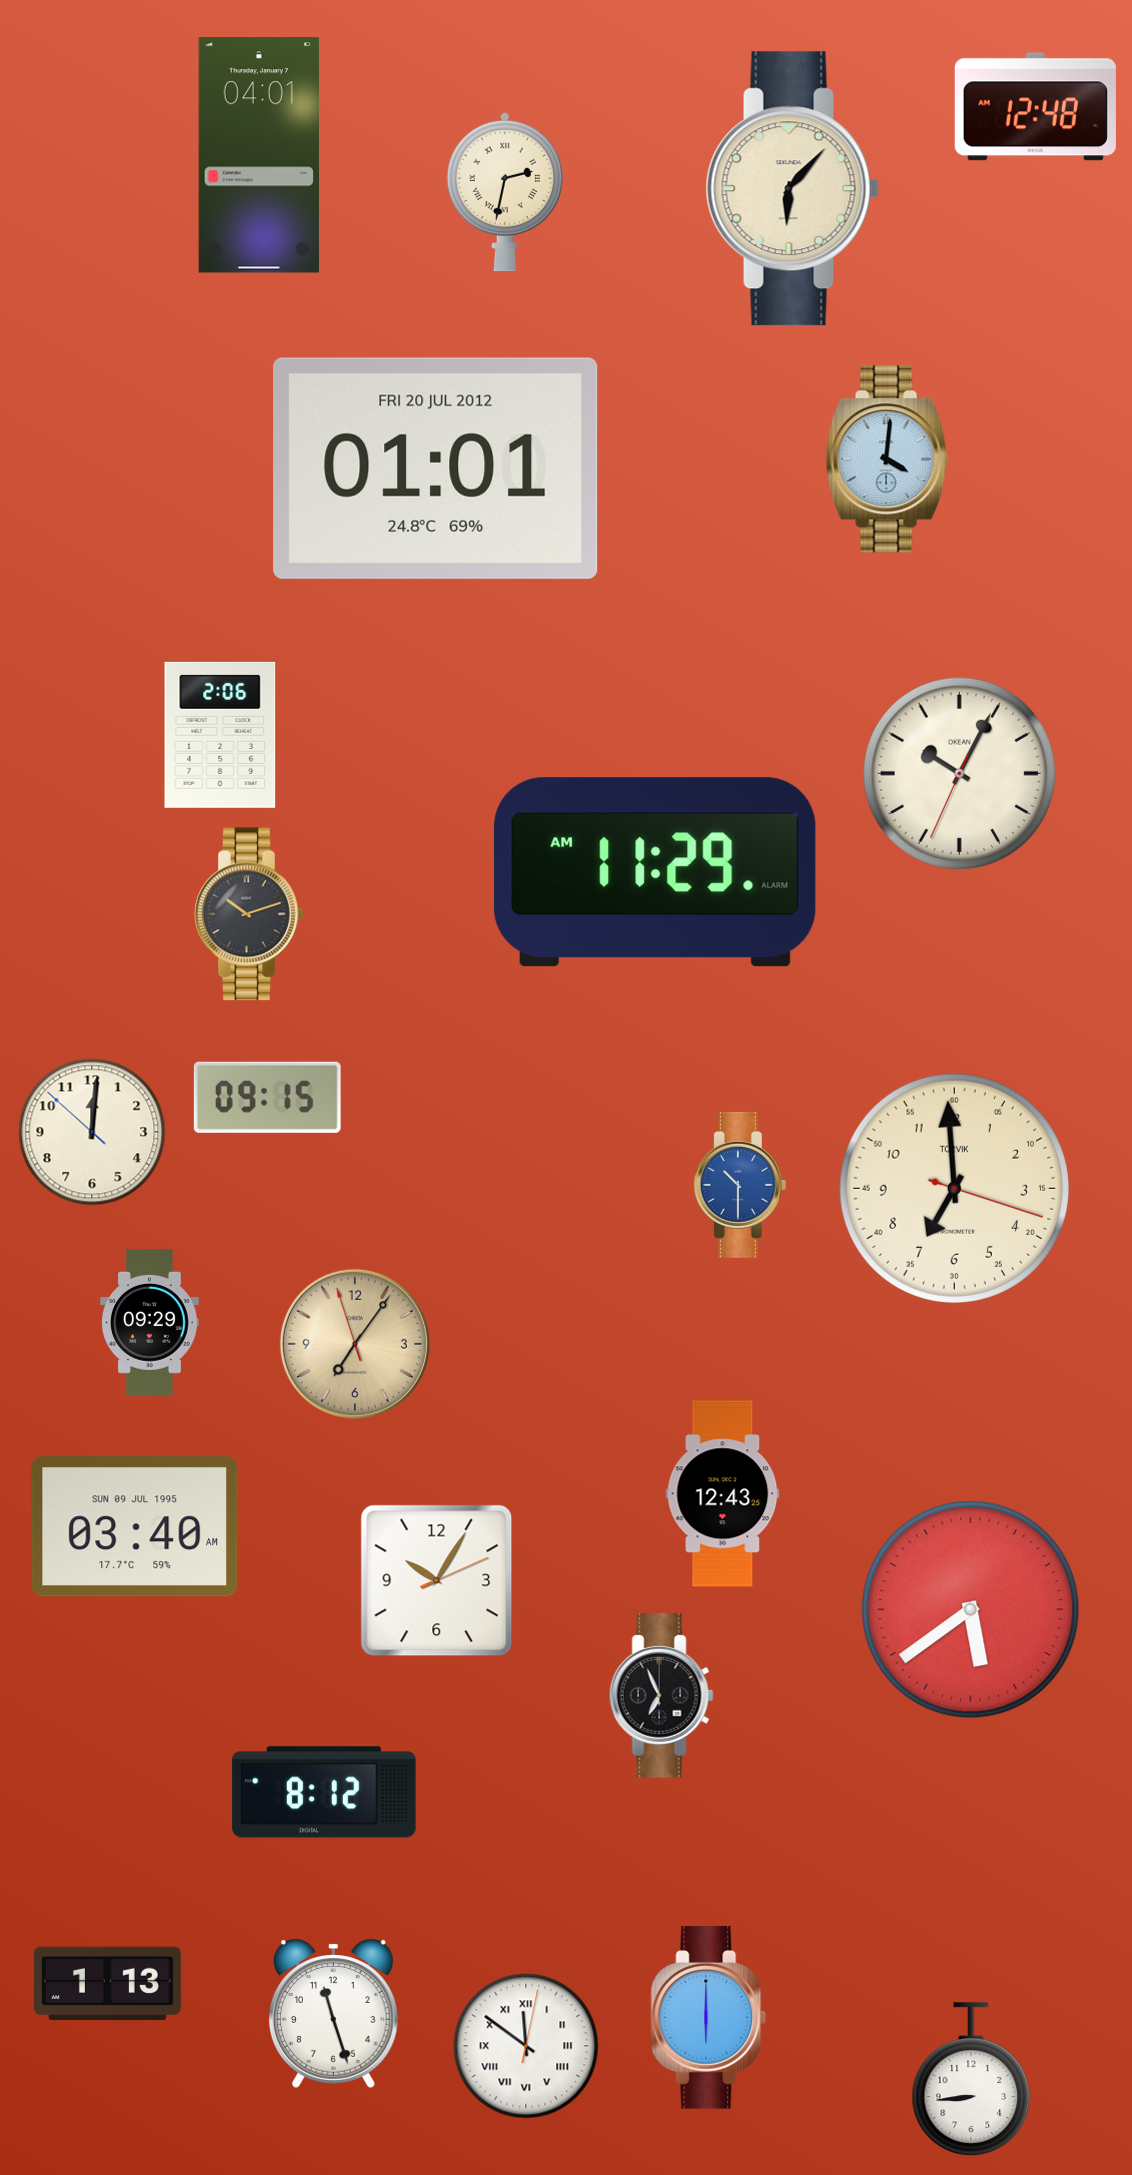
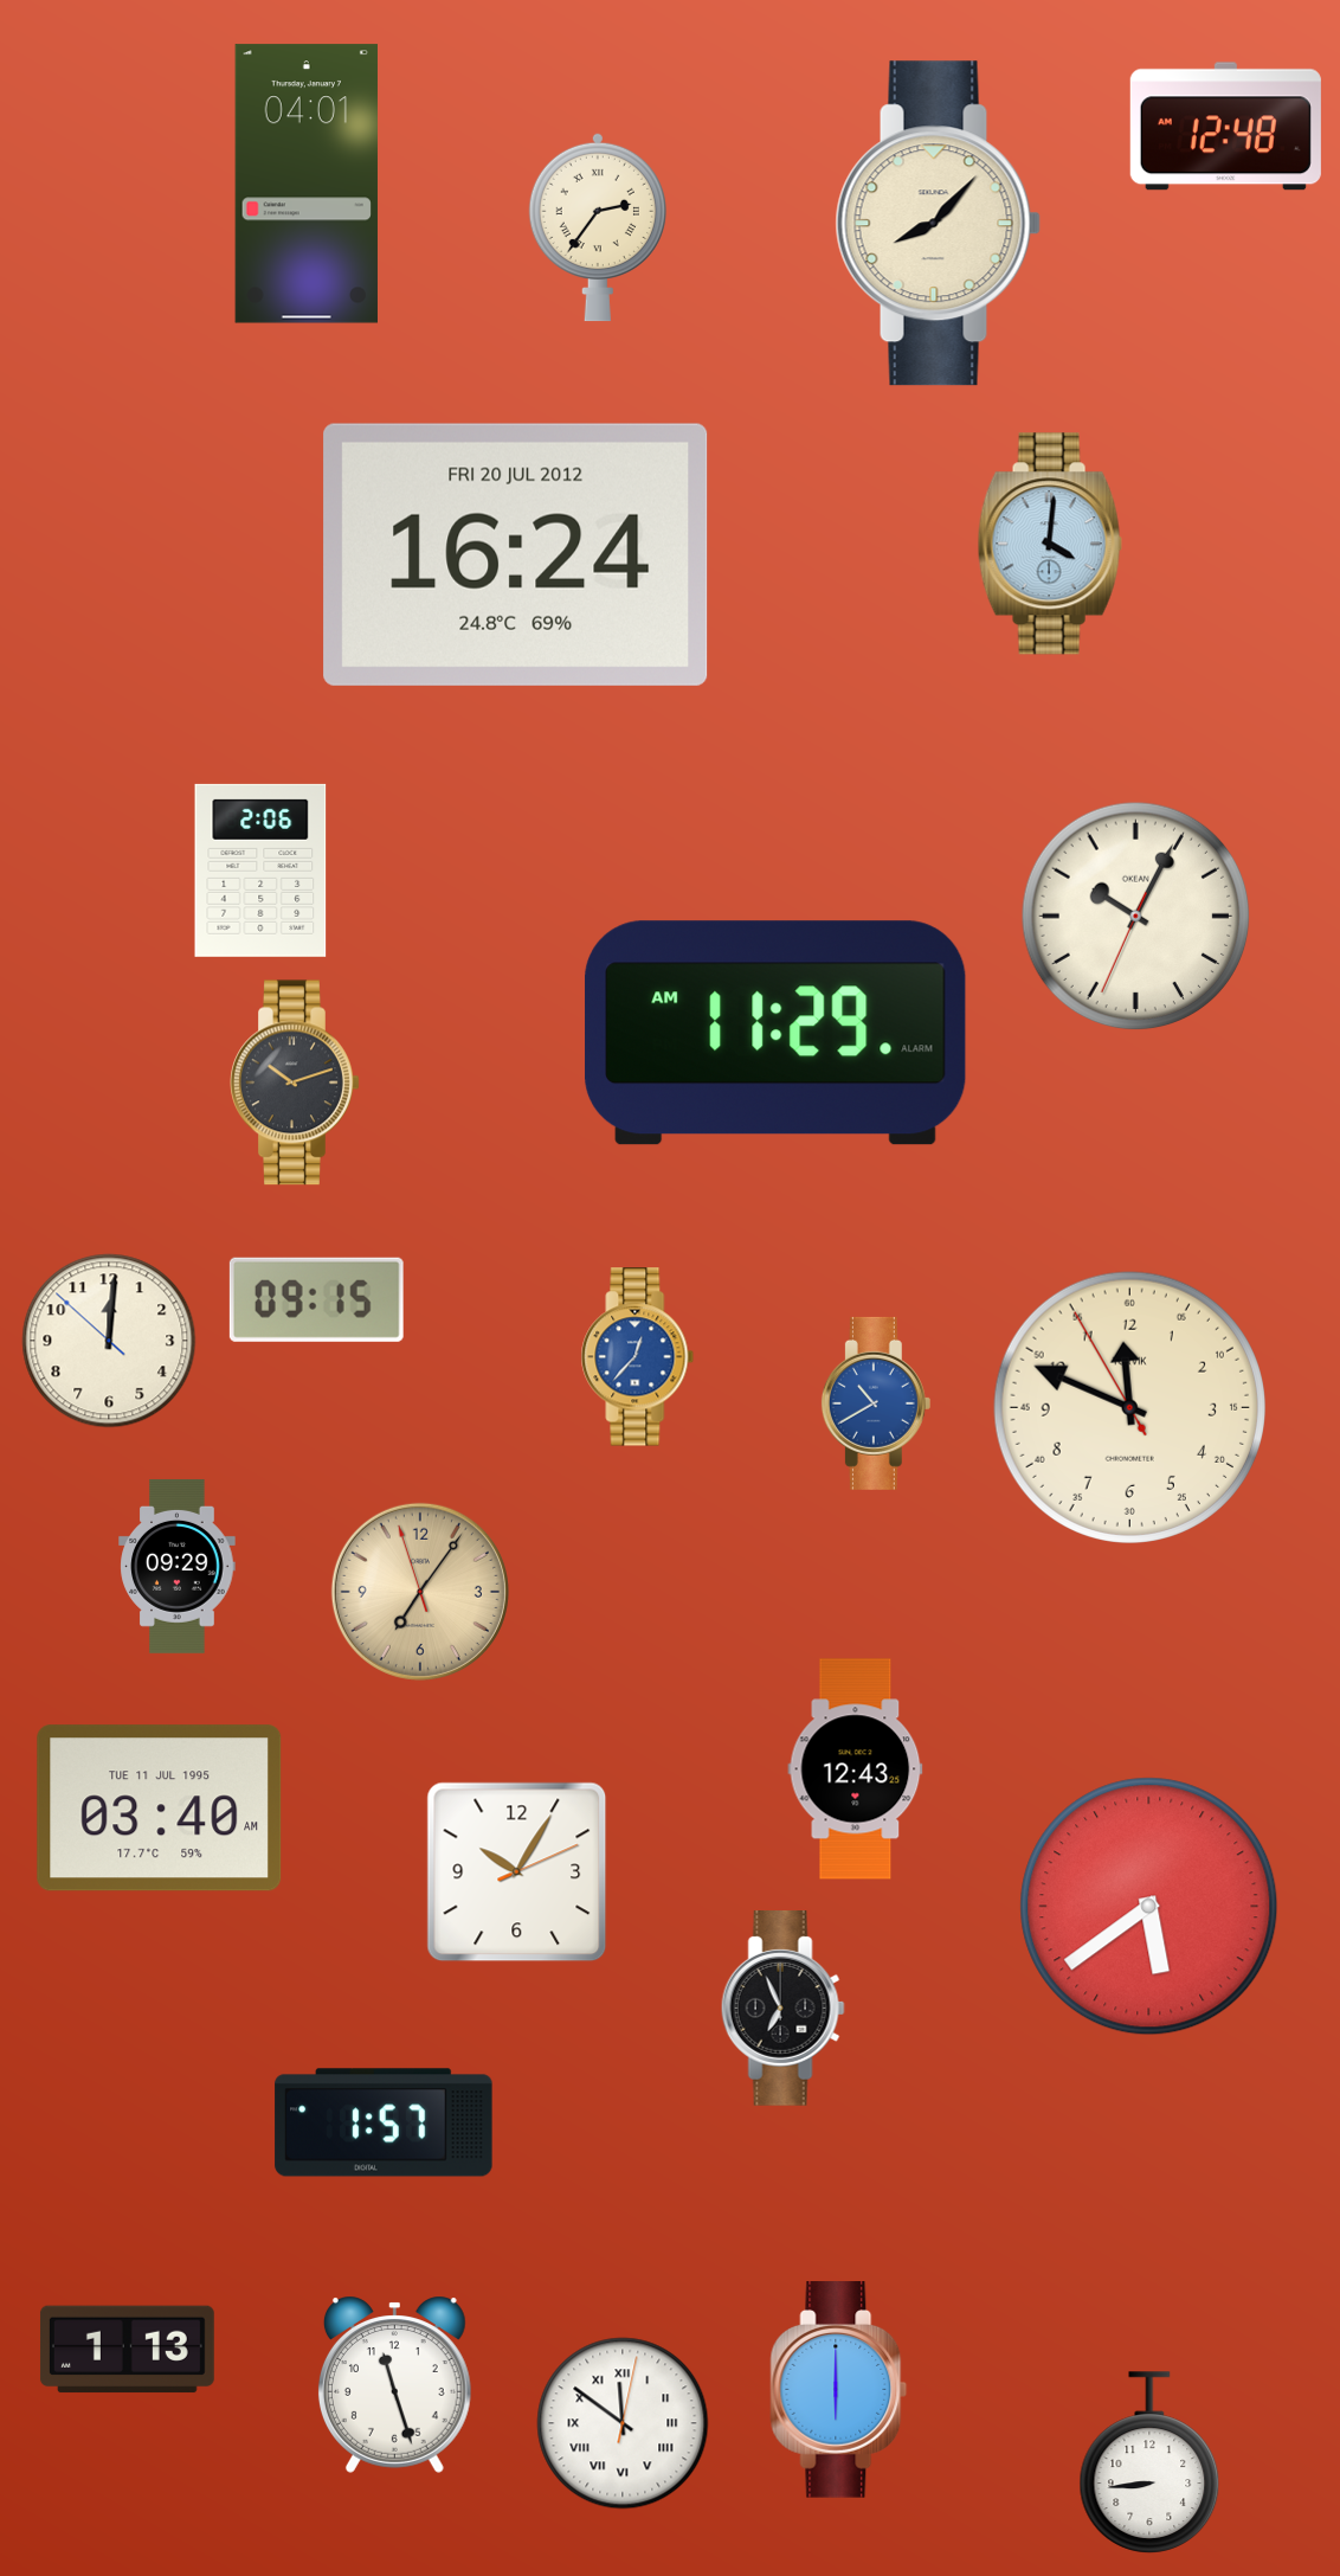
clock at (792, 189): 6:07 -> 8:07
clock at (505, 192): 2:32 -> 2:36
clock at (436, 468): 01:01 -> 16:24
clock at (638, 1357): none -> 12:37
clock at (740, 1185): 10:30 -> 10:40
clock at (954, 1188): 6:59 -> 11:48
clock at (135, 1527) date: SUN 09 JUL 1995 -> TUE 11 JUL 1995
clock at (324, 1792): 8:12 -> 1:57
